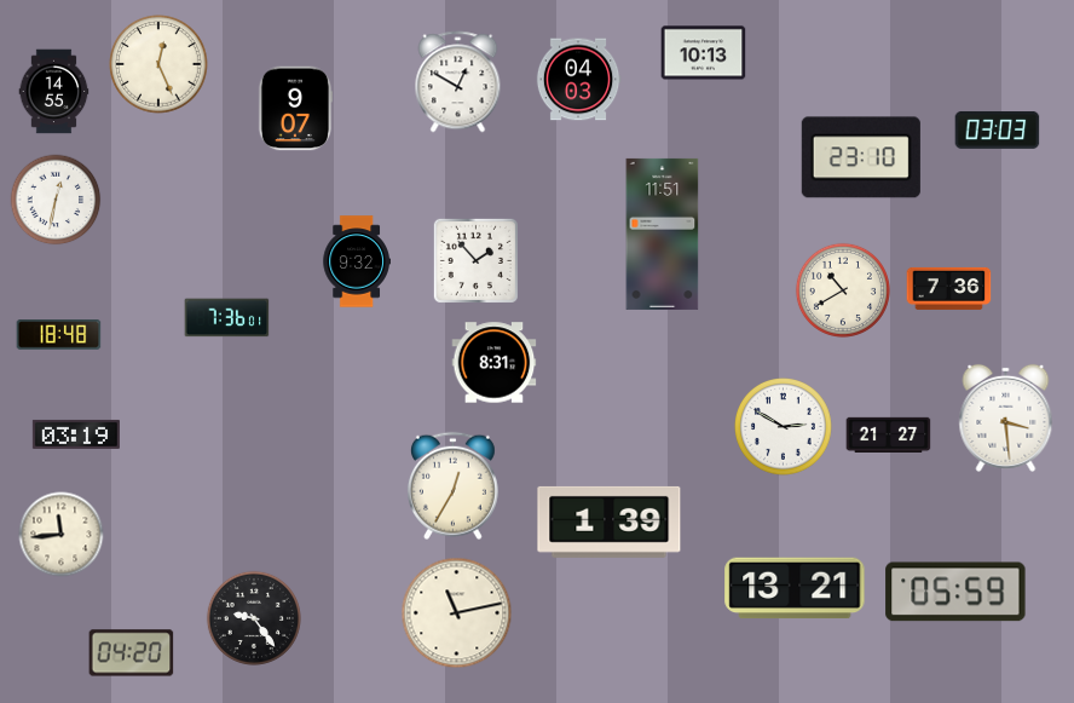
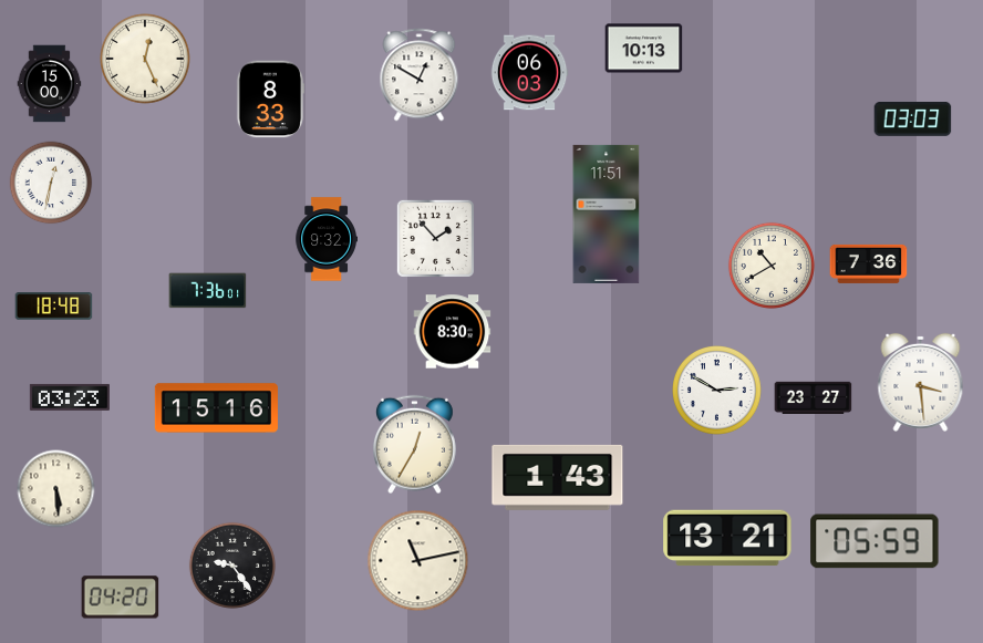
clock at (578, 80): 04:03 -> 06:03
clock at (54, 92): 14:55 -> 15:00
clock at (295, 109): 9:07 -> 8:33
clock at (861, 157): 23:10 -> none
clock at (495, 363): 8:31 -> 8:30
clock at (76, 434): 03:19 -> 03:23
clock at (889, 434): 21:27 -> 23:27
clock at (216, 408): none -> 15:16
clock at (610, 522): 1:39 -> 1:43
clock at (62, 535): 11:44 -> 5:29
